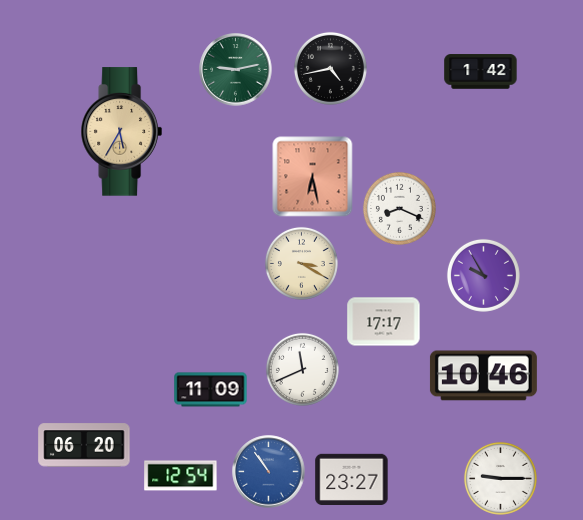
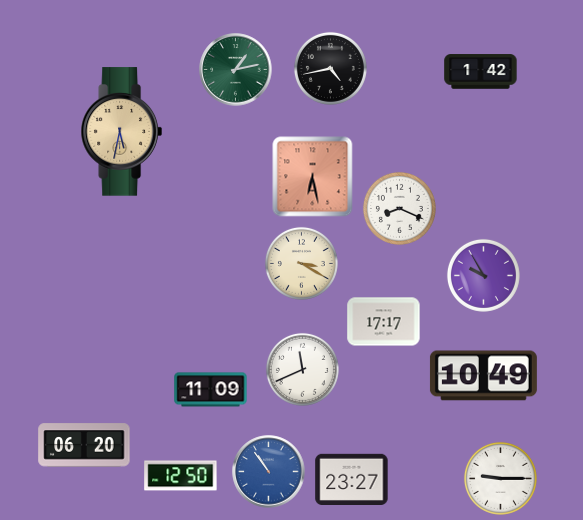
clock at (236, 70): 9:13 -> 1:13
clock at (121, 132): 5:35 -> 5:32
clock at (483, 376): 10:46 -> 10:49
clock at (181, 476): 12:54 -> 12:50
